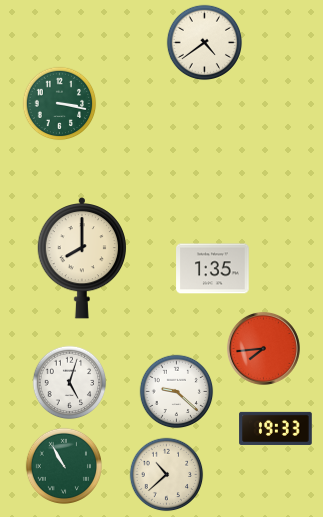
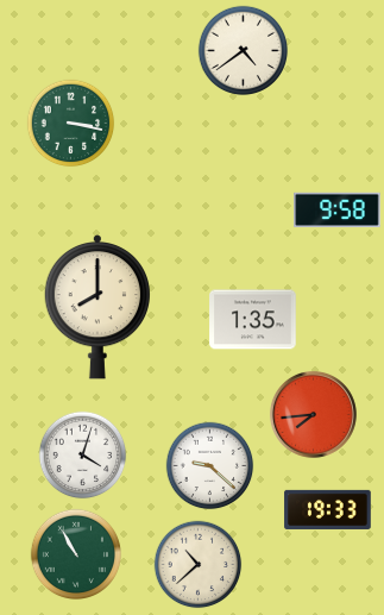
clock at (338, 211): none -> 9:58
clock at (70, 383): 5:03 -> 4:03
